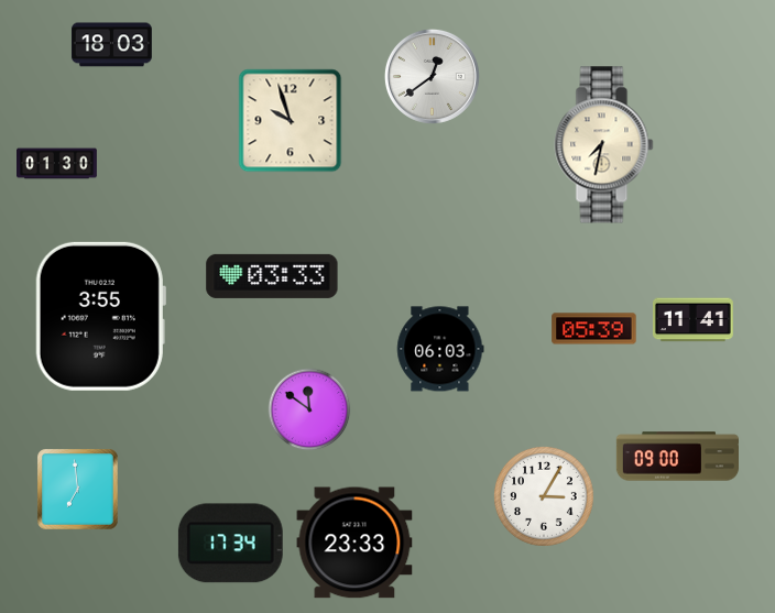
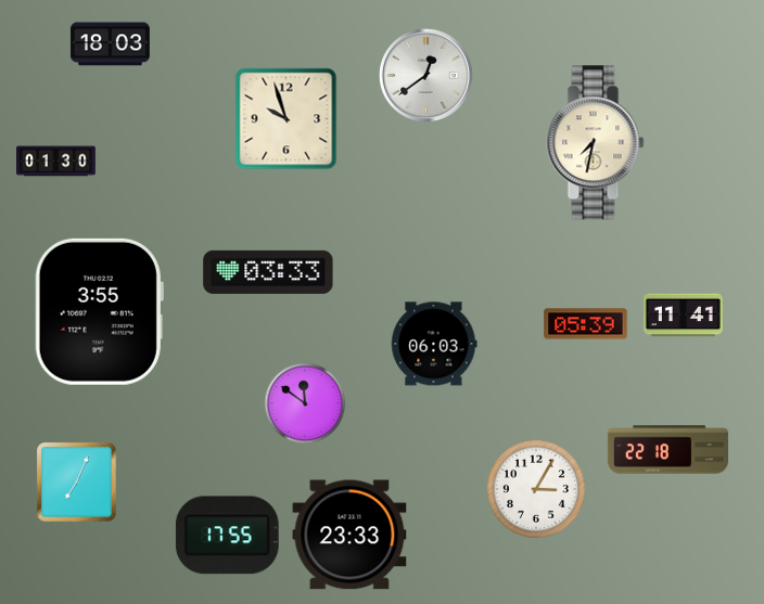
clock at (678, 457): 09:00 -> 22:18
clock at (78, 490): 6:59 -> 7:04
clock at (230, 544): 17:34 -> 17:55
